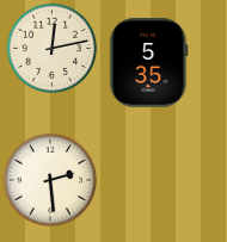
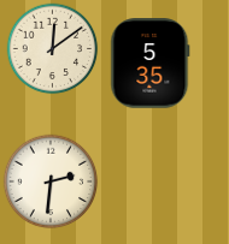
clock at (53, 49): 12:13 -> 12:09
clock at (50, 180): 2:29 -> 2:31
